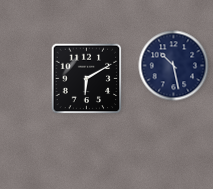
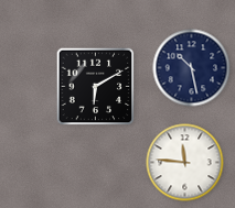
clock at (174, 66) position: (174, 66) -> (192, 68)
clock at (185, 163): none -> 11:46
